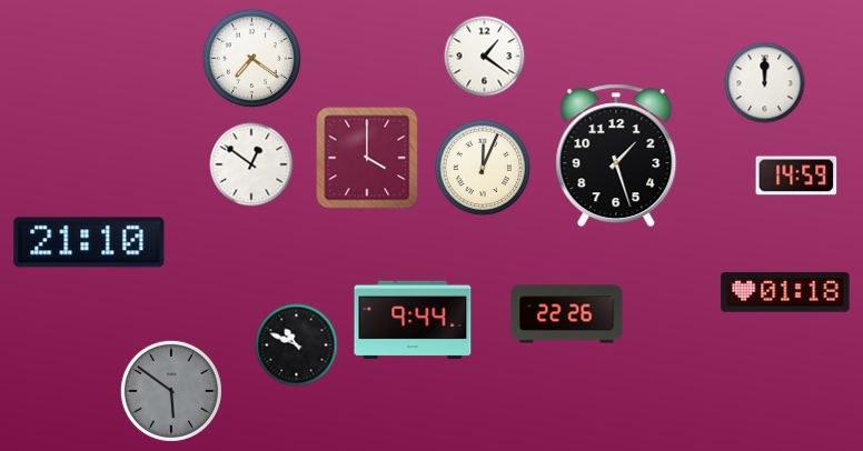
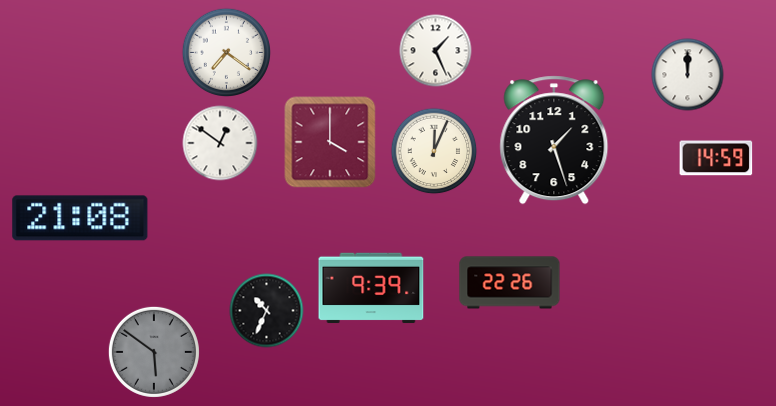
clock at (485, 57): 1:21 -> 1:26
clock at (251, 164) position: (251, 164) -> (220, 143)
clock at (89, 242): 21:10 -> 21:08
clock at (785, 292): 01:18 -> none
clock at (413, 320): 9:44 -> 9:39
clock at (297, 345): 10:49 -> 10:34
